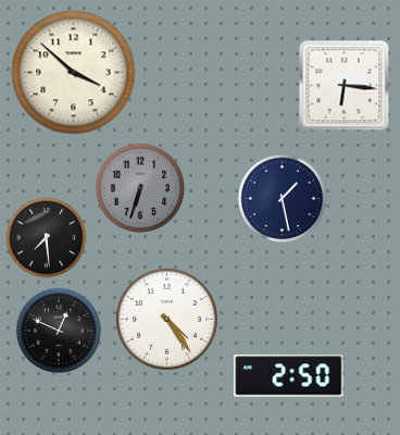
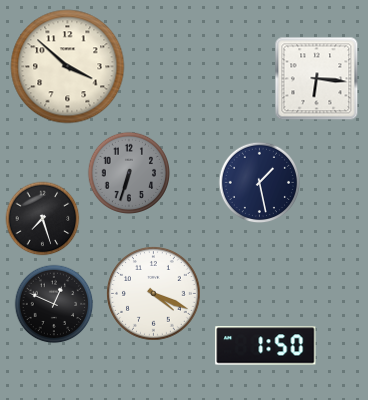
clock at (47, 238): 7:29 -> 7:27
clock at (167, 320): 4:24 -> 4:19
clock at (289, 376): 2:50 -> 1:50
